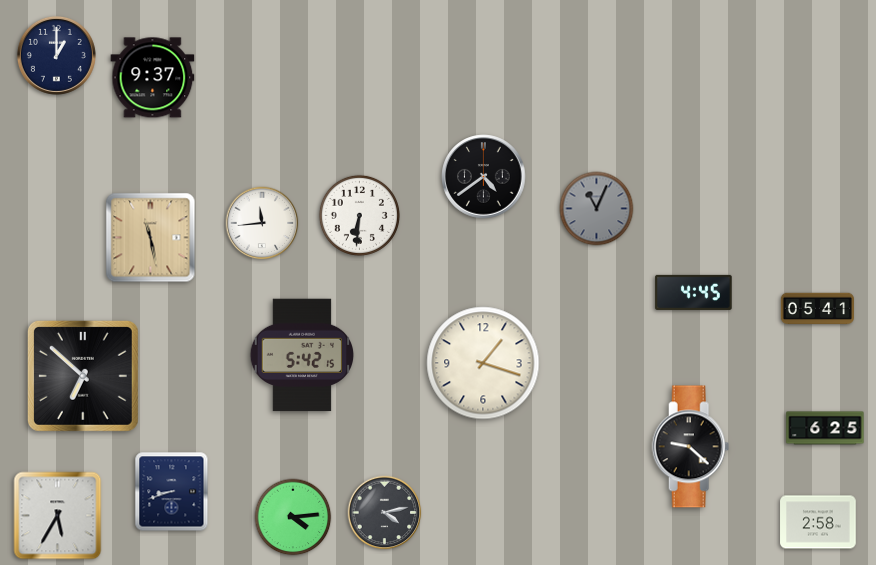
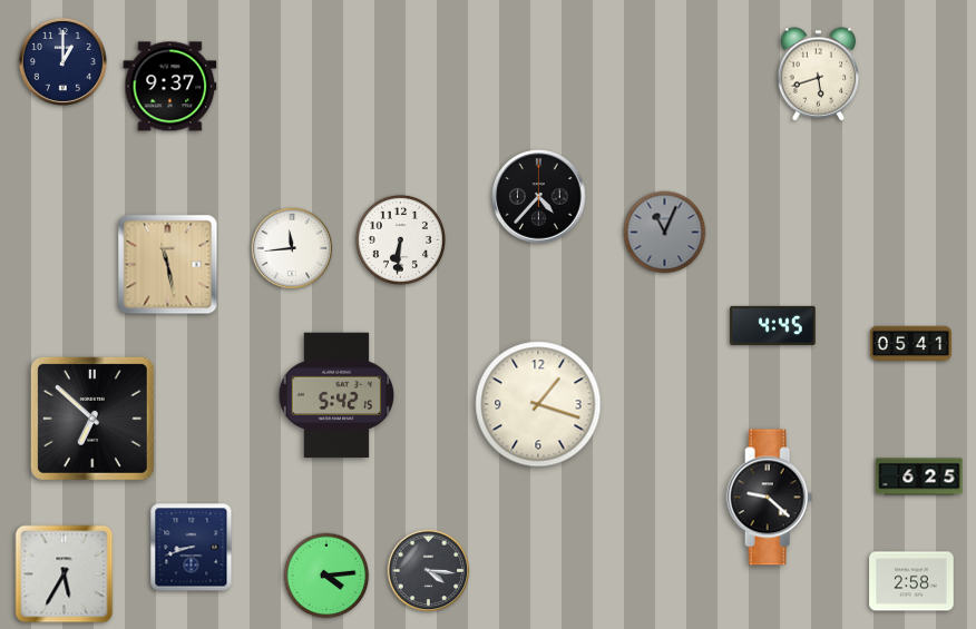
clock at (819, 75): none -> 5:42
clock at (484, 177): 4:39 -> 4:37
clock at (385, 513): 4:13 -> 4:16
